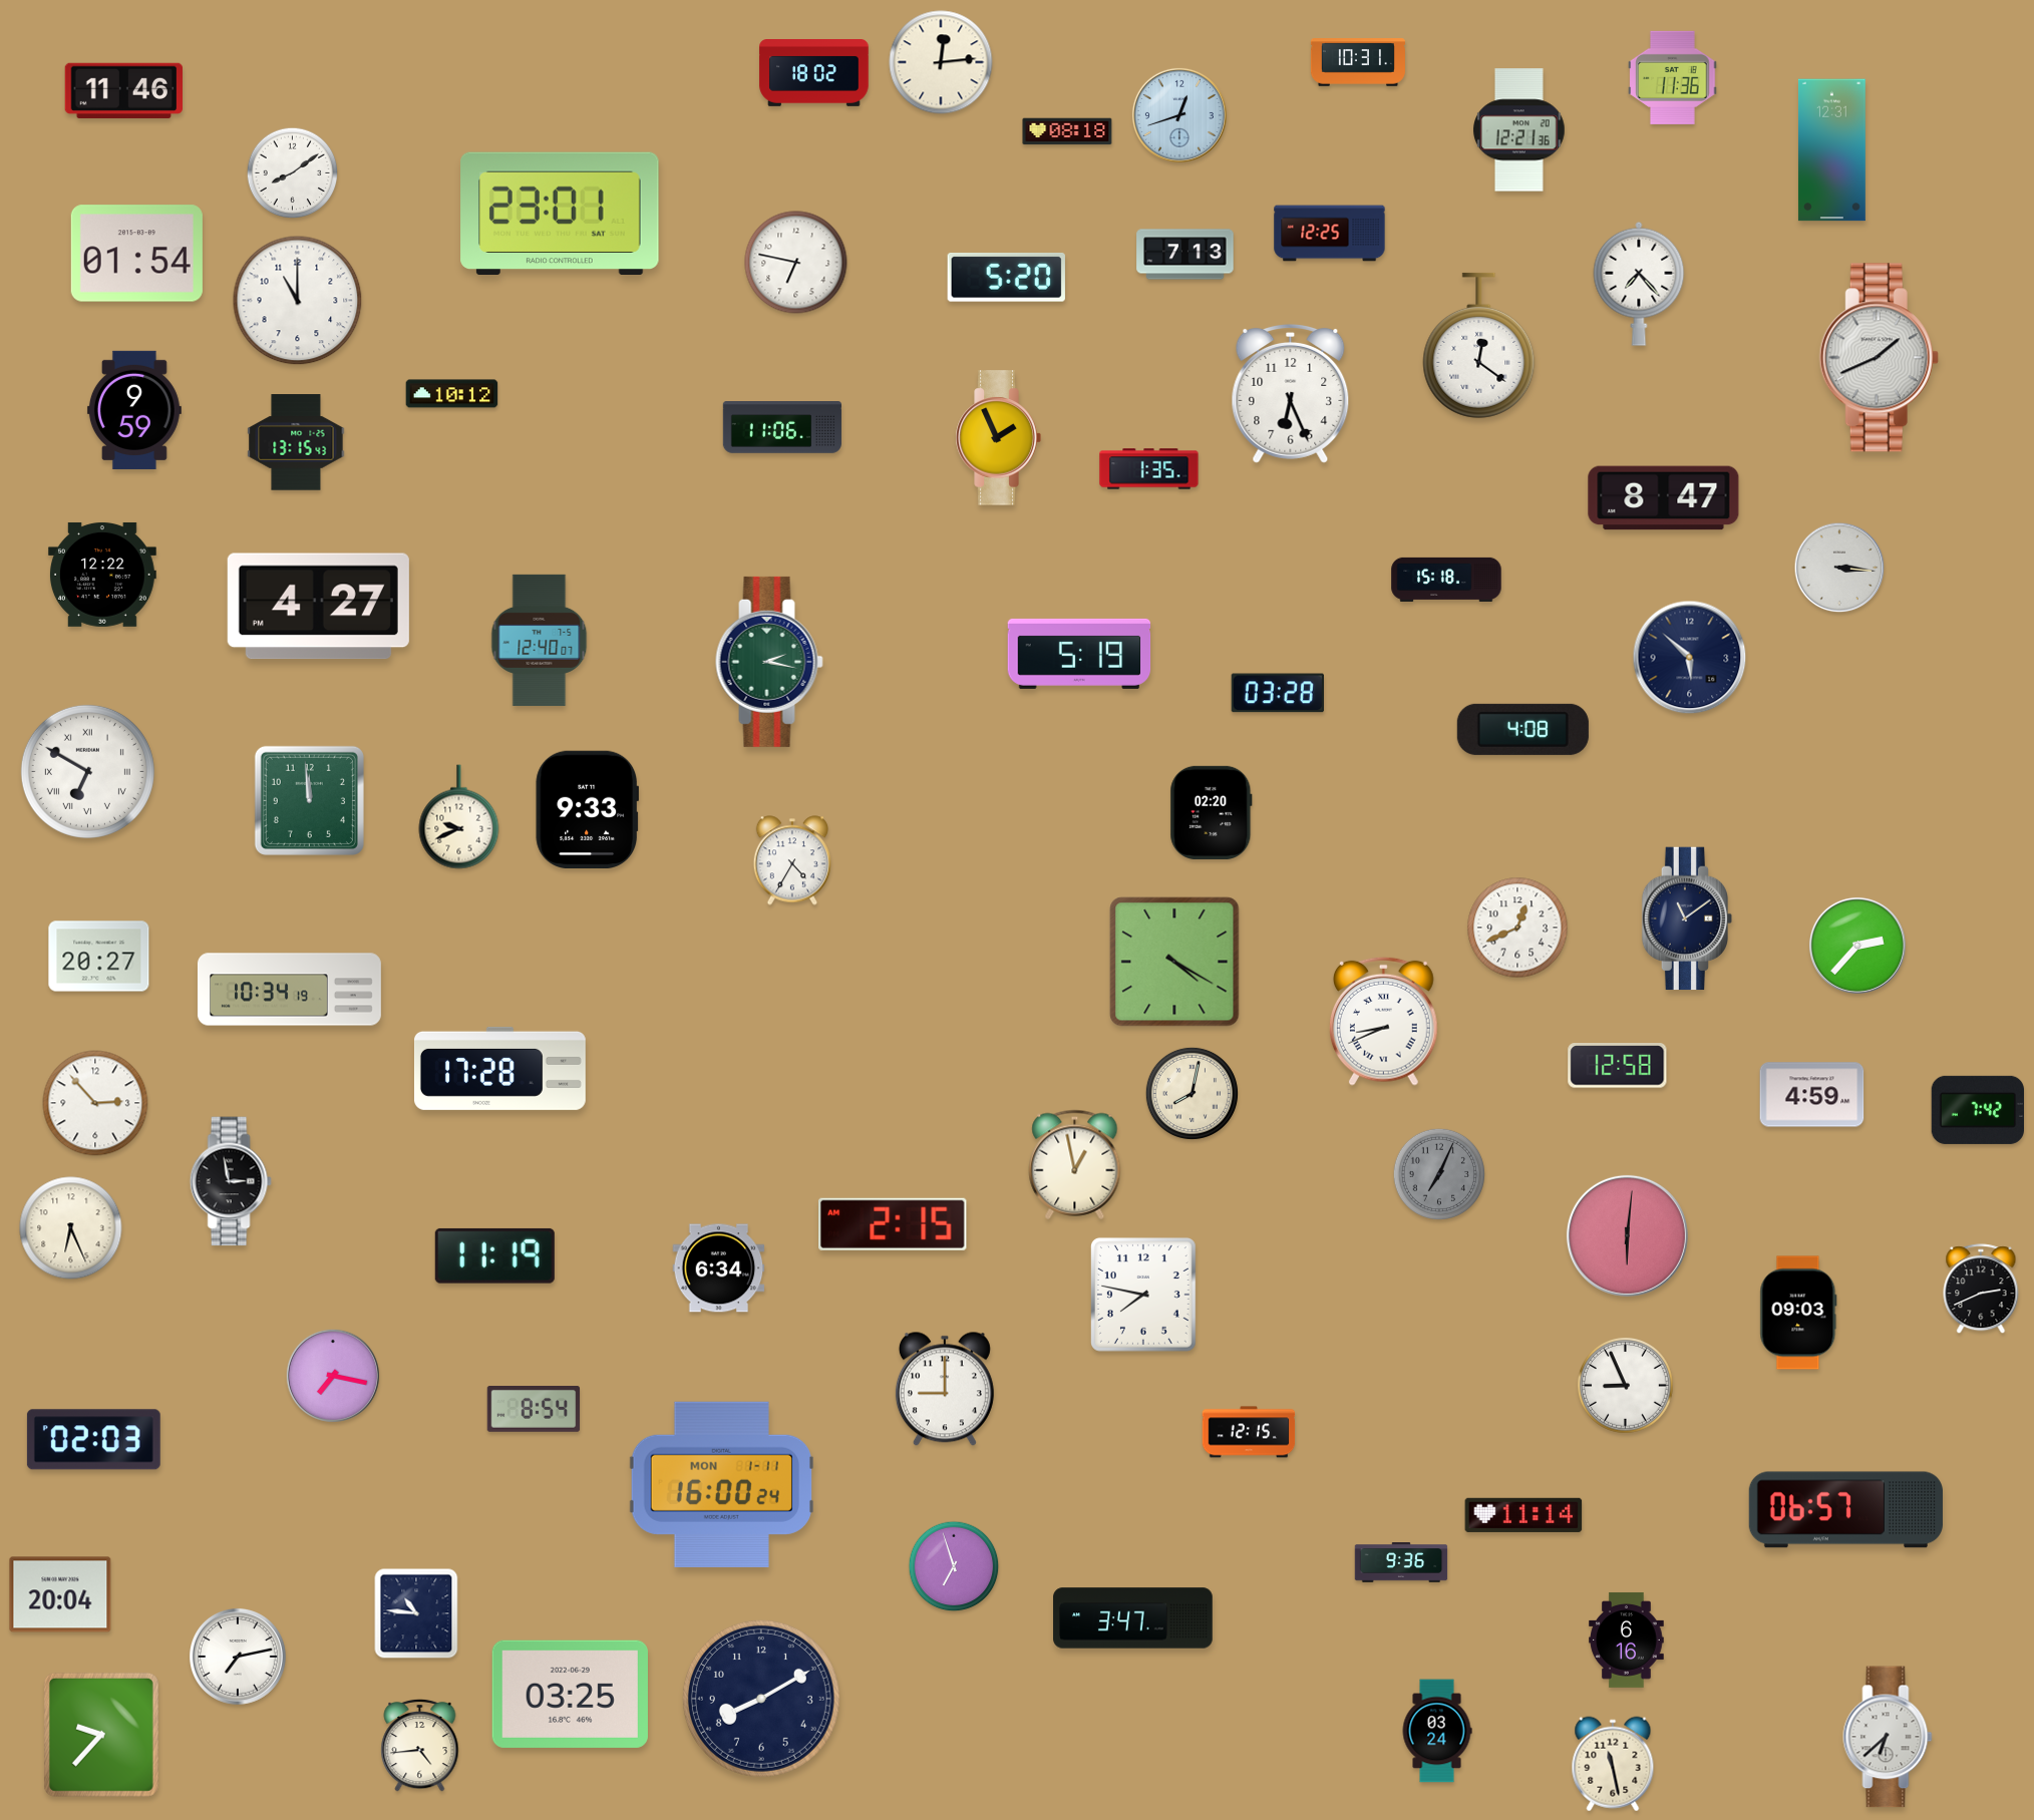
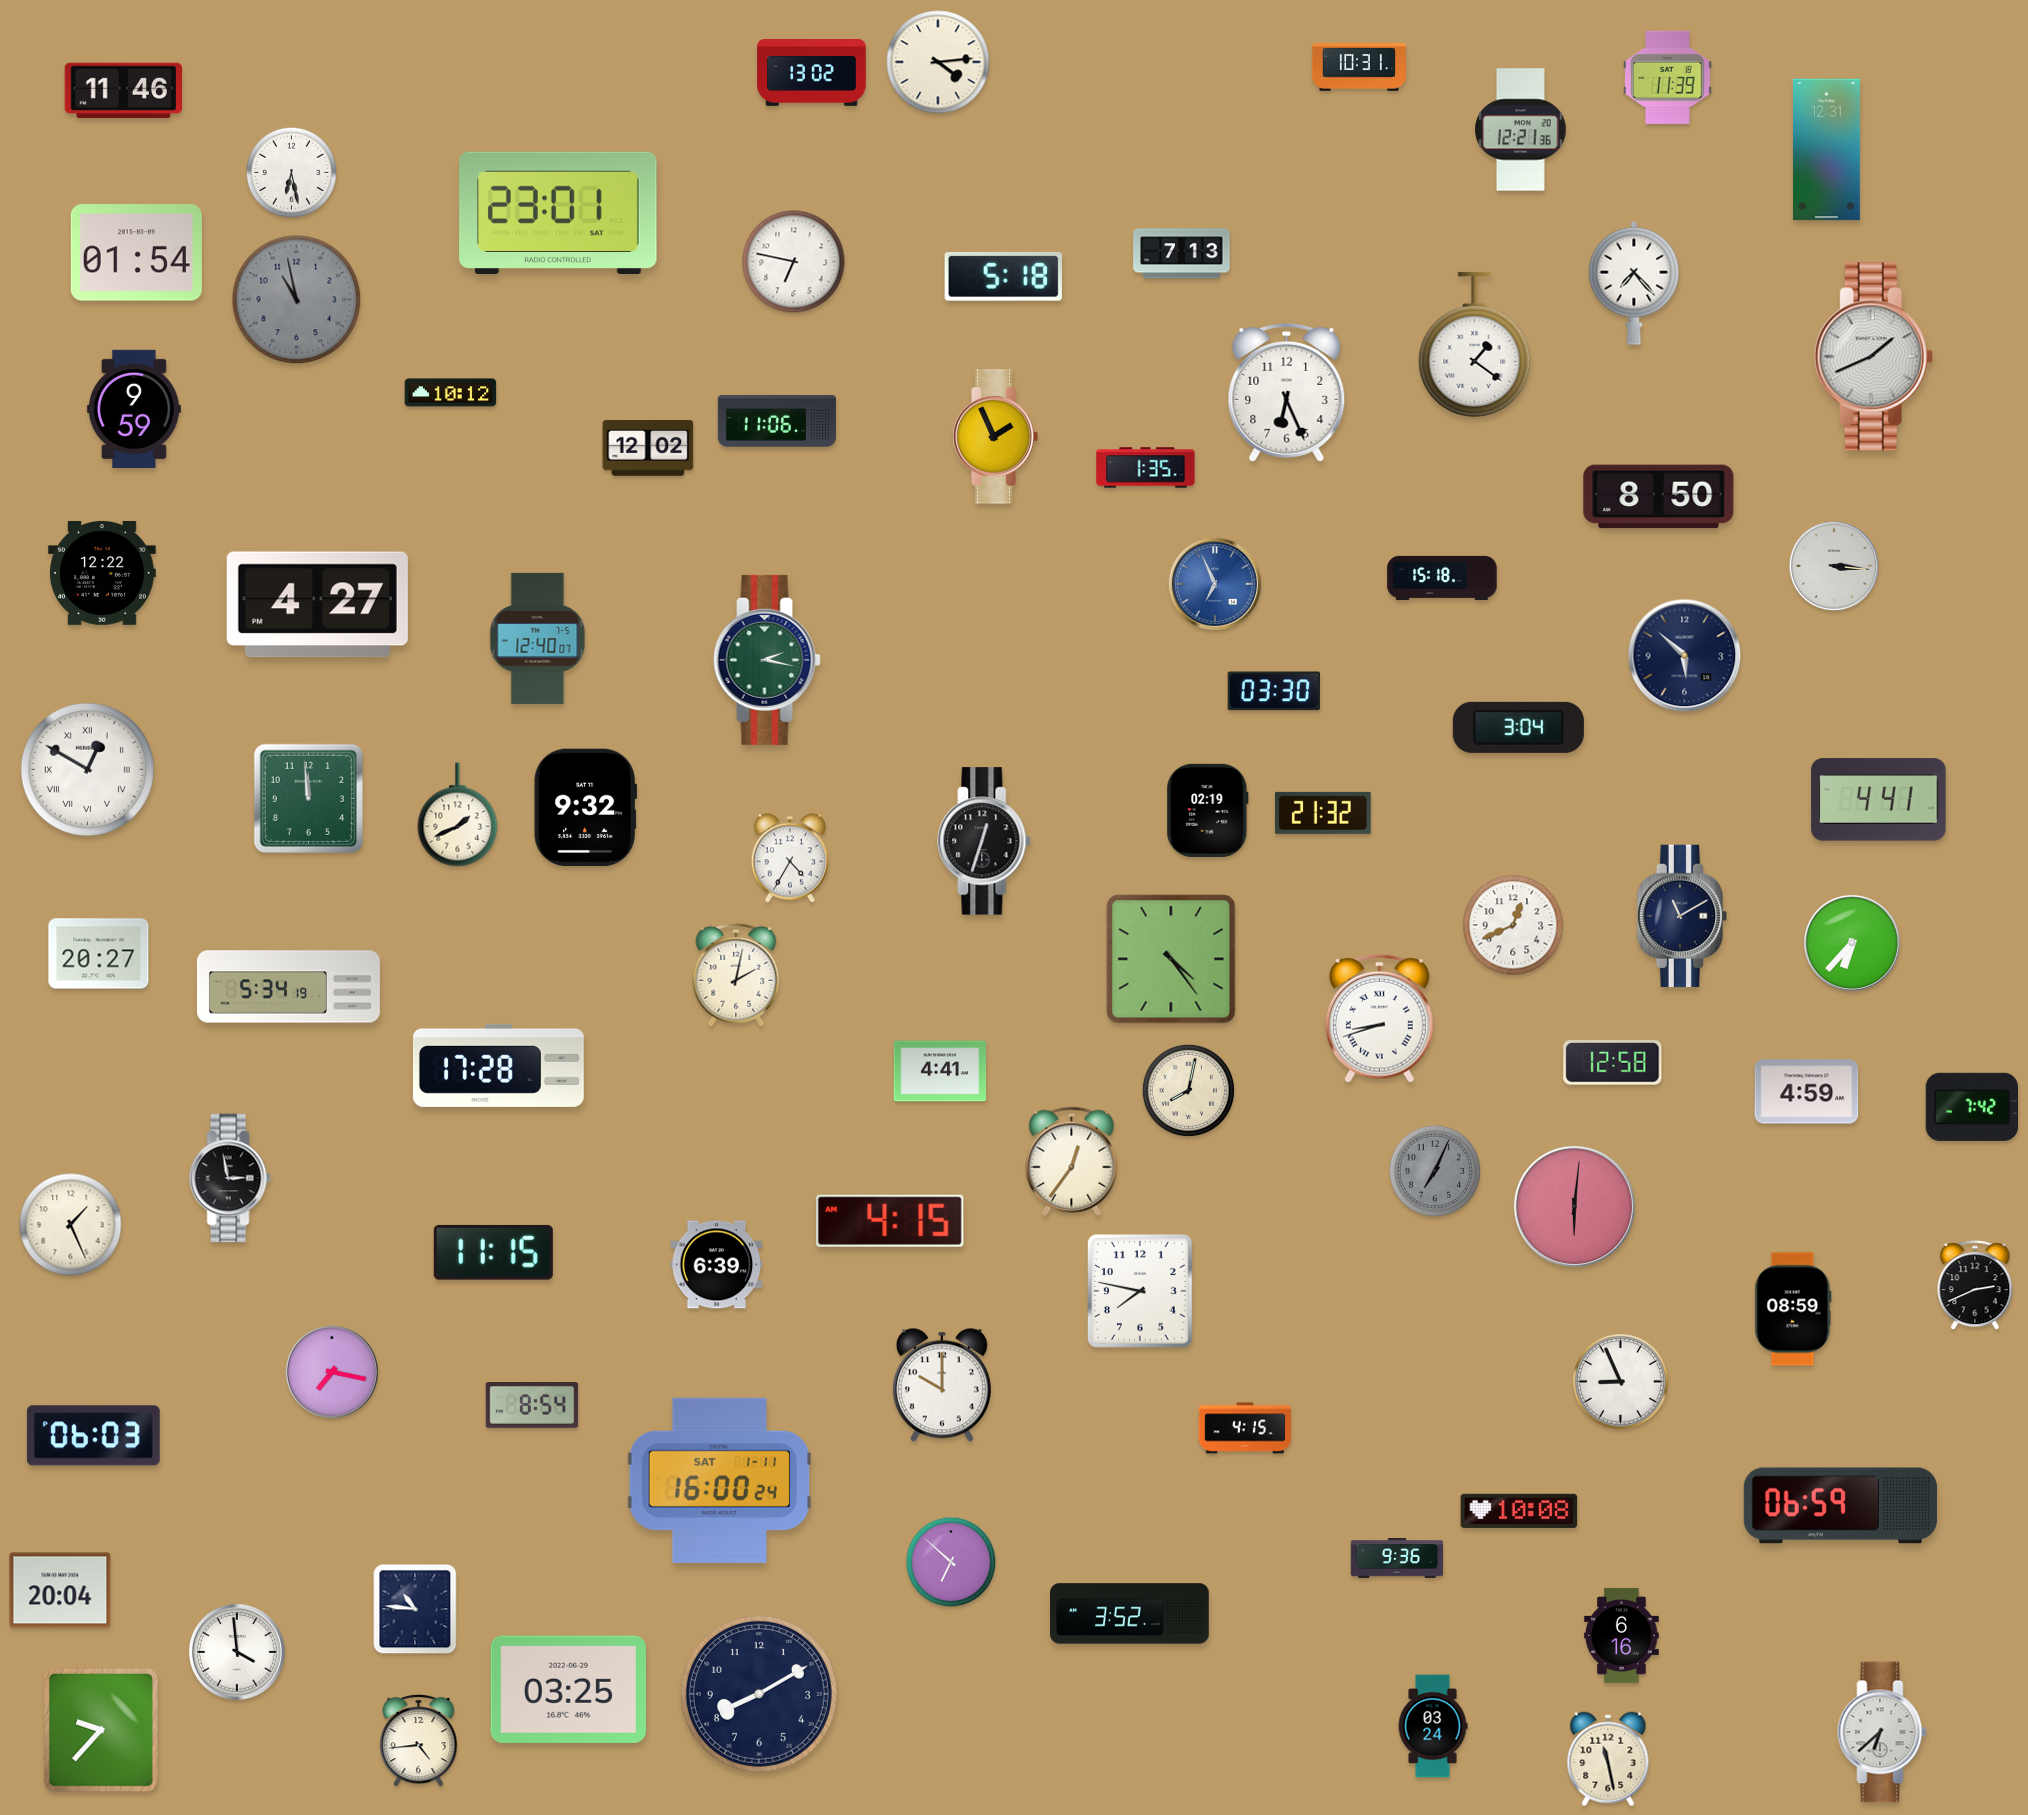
clock at (941, 62): 12:14 -> 4:14
clock at (1358, 62) position: (1358, 62) -> (1359, 67)
clock at (814, 73): 18:02 -> 13:02
clock at (1673, 77): 11:36 -> 11:39
clock at (1179, 115): 12:42 -> none
clock at (1519, 130) position: (1519, 130) -> (1521, 130)
clock at (1067, 131): 08:18 -> none
clock at (293, 173): 8:09 -> 6:28
clock at (1330, 234): 12:25 -> none
clock at (1006, 277): 5:20 -> 5:18
clock at (298, 301): 11:00 -> 10:58
clock at (298, 301) dial: white -> grey
clock at (1479, 345): 12:21 -> 1:21
clock at (782, 428) position: (782, 428) -> (777, 422)
clock at (296, 442): 13:15 -> none
clock at (648, 448): none -> 12:02
clock at (1664, 498): 8:47 -> 8:50
clock at (1215, 584): none -> 6:56
clock at (1079, 654): 5:19 -> none
clock at (1278, 693): 03:28 -> 03:30
clock at (1522, 729): 4:08 -> 3:04
clock at (87, 771): 6:50 -> 12:50
clock at (1879, 800): none -> 4:41
clock at (587, 809): 9:33 -> 9:32
clock at (1212, 812): 02:20 -> 02:19
clock at (1323, 813): none -> 21:32
clock at (459, 817): 9:41 -> 1:41
clock at (984, 841): none -> 12:33
clock at (1687, 919): 11:09 -> 11:10
clock at (1857, 946): 2:37 -> 6:37
clock at (1174, 962): 4:20 -> 4:24
clock at (736, 975): none -> 2:02
clock at (289, 990): 10:34 -> 5:34
clock at (1384, 1021): 8:41 -> 8:42
clock at (940, 1071): none -> 4:41
clock at (95, 1103): 2:53 -> none
clock at (1075, 1164): 12:58 -> 12:36
clock at (894, 1224): 2:15 -> 4:15
clock at (71, 1228): 6:26 -> 1:26
clock at (1627, 1235) position: (1627, 1235) -> (1574, 1206)
clock at (494, 1255): 11:19 -> 11:15
clock at (719, 1268): 6:34 -> 6:39
clock at (1798, 1313): 09:03 -> 08:59
clock at (945, 1389): 9:00 -> 10:00
clock at (1249, 1432): 12:15 -> 4:15
clock at (93, 1440): 02:03 -> 06:03
clock at (721, 1484) date: MON 1-11 -> SAT 1-11
clock at (1845, 1510): 06:57 -> 06:59
clock at (1523, 1515): 11:14 -> 10:08
clock at (954, 1566): 6:57 -> 6:52
clock at (1133, 1618): 3:47 -> 3:52
clock at (238, 1657): 7:13 -> 3:59
